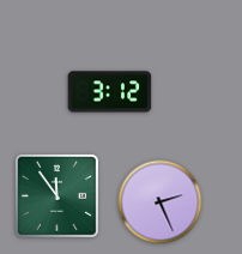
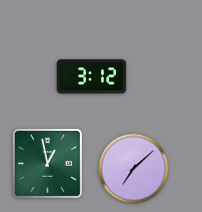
clock at (56, 195): 11:54 -> 12:58
clock at (161, 202): 2:26 -> 7:08
